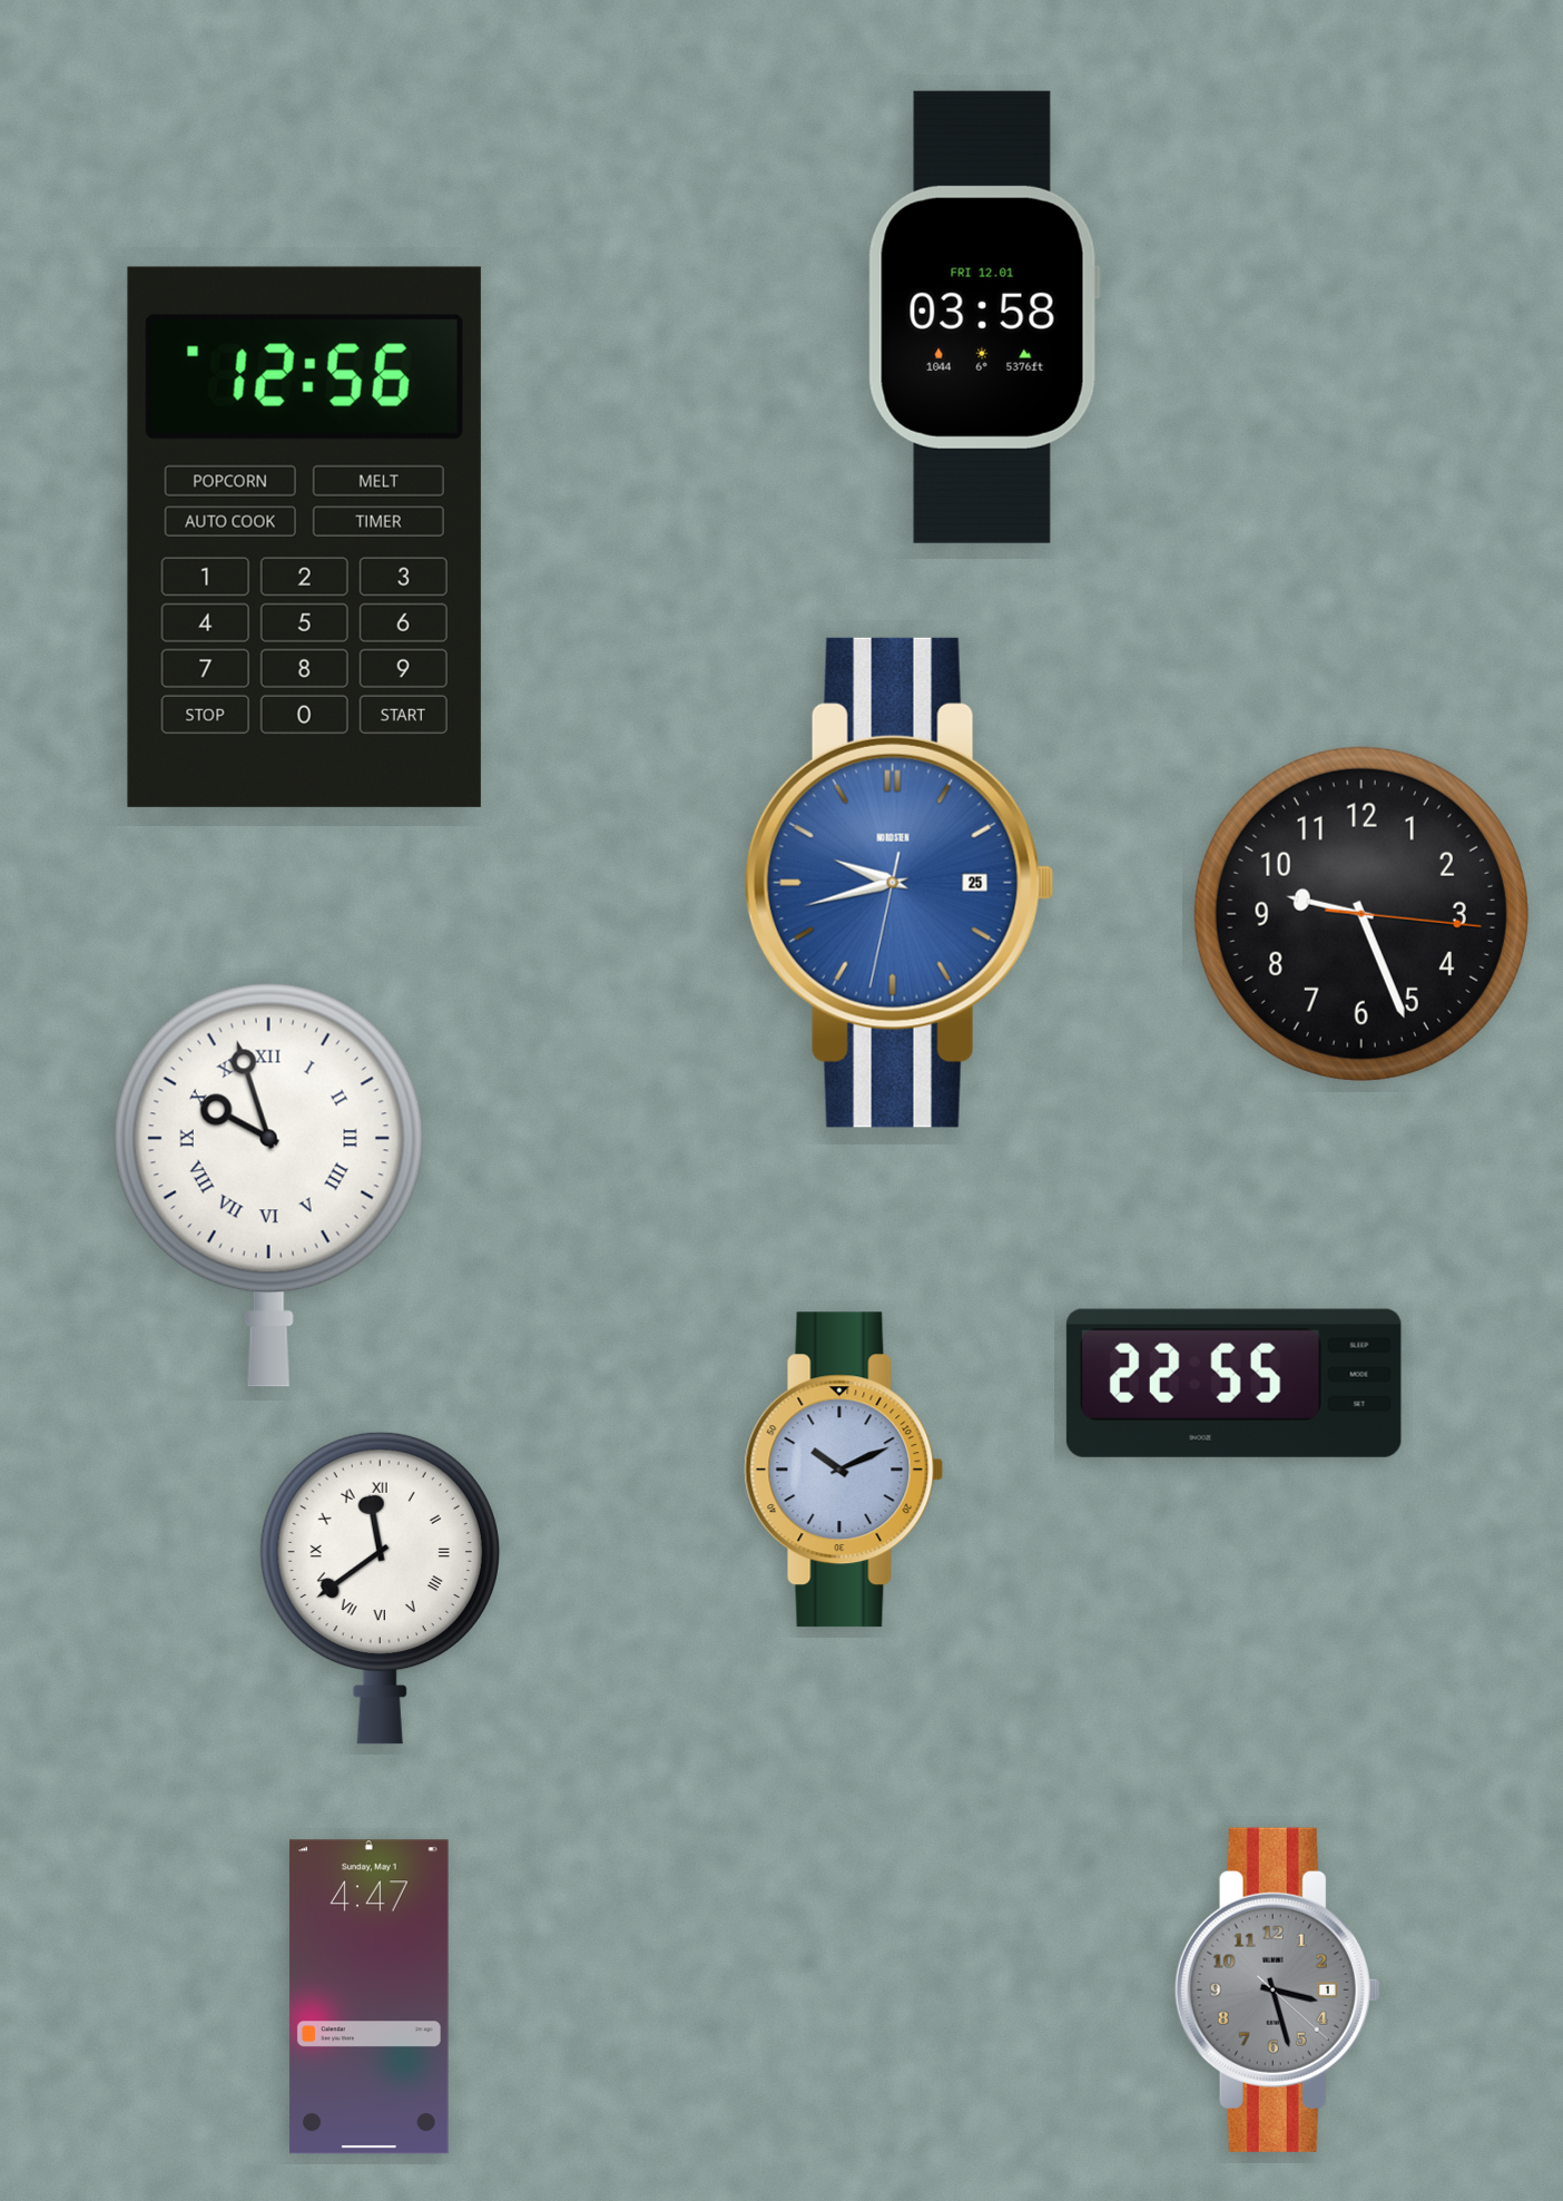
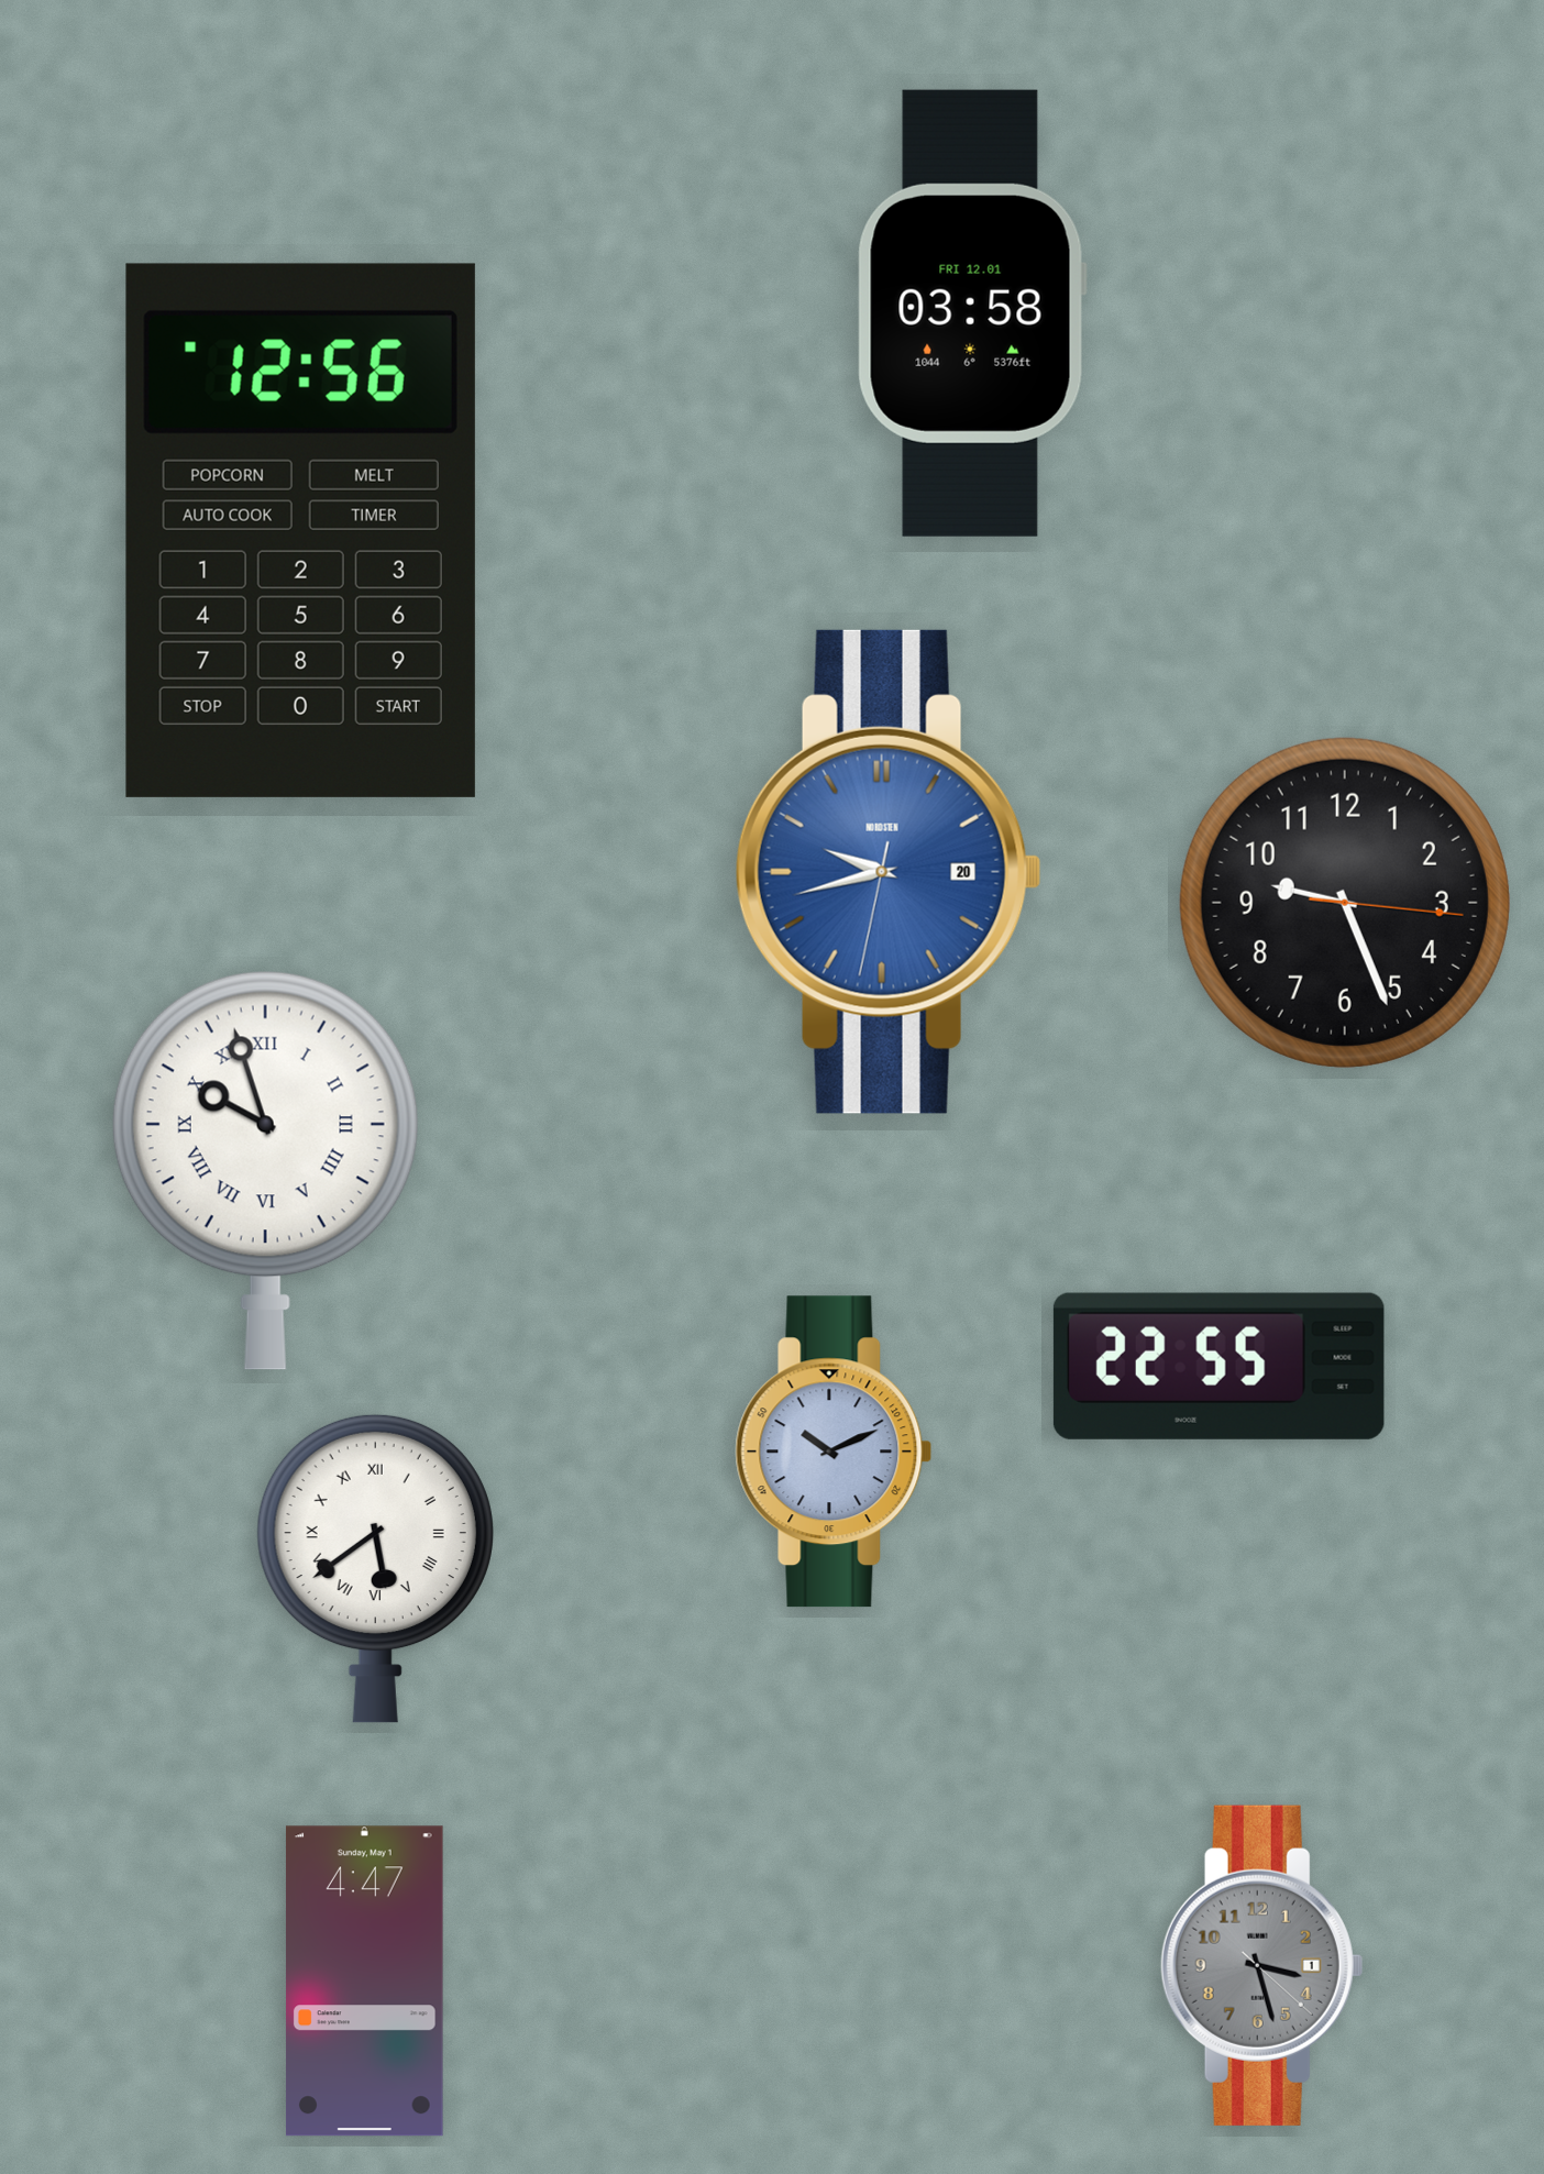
clock at (900, 883) date: 25 -> 20
clock at (380, 1588): 11:39 -> 5:39
clock at (368, 1997) position: (368, 1997) -> (364, 1982)
